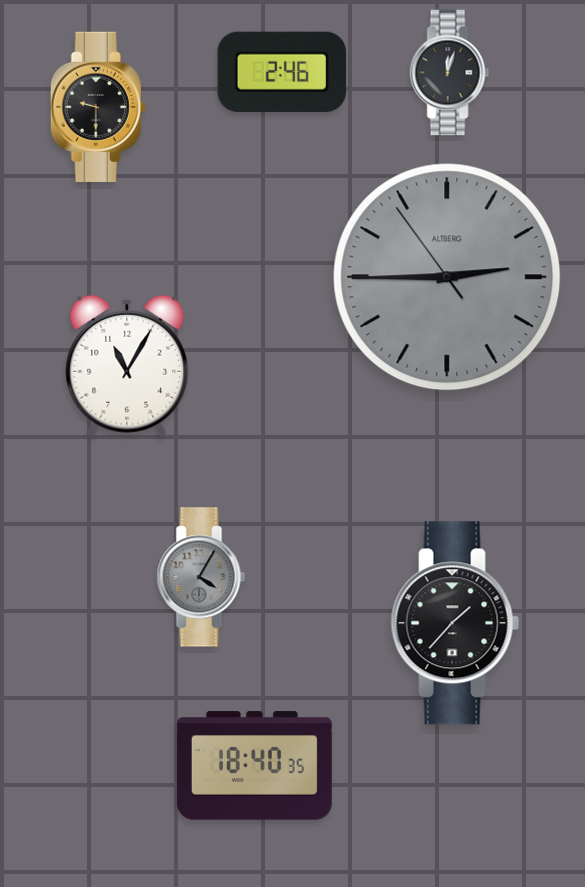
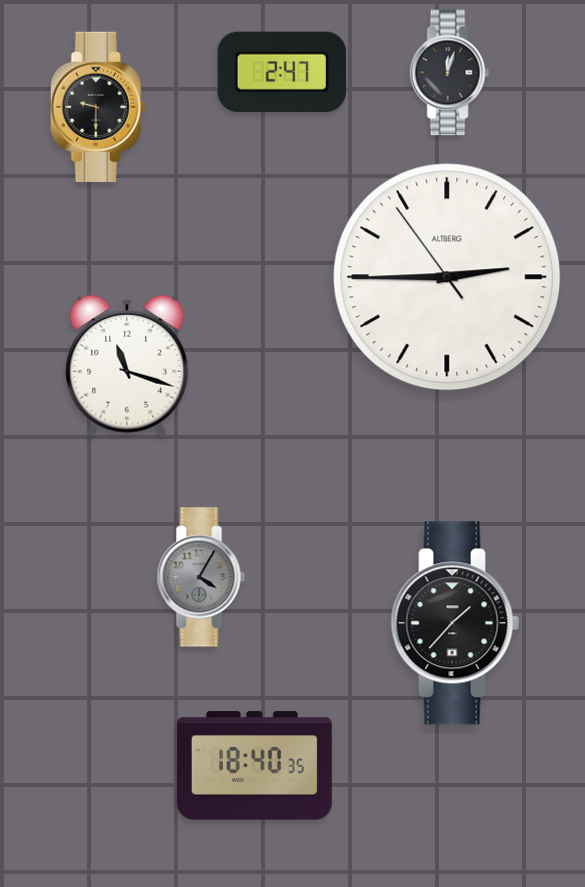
clock at (281, 72): 2:46 -> 2:47
clock at (447, 277) dial: grey -> white
clock at (127, 366): 11:05 -> 11:18
